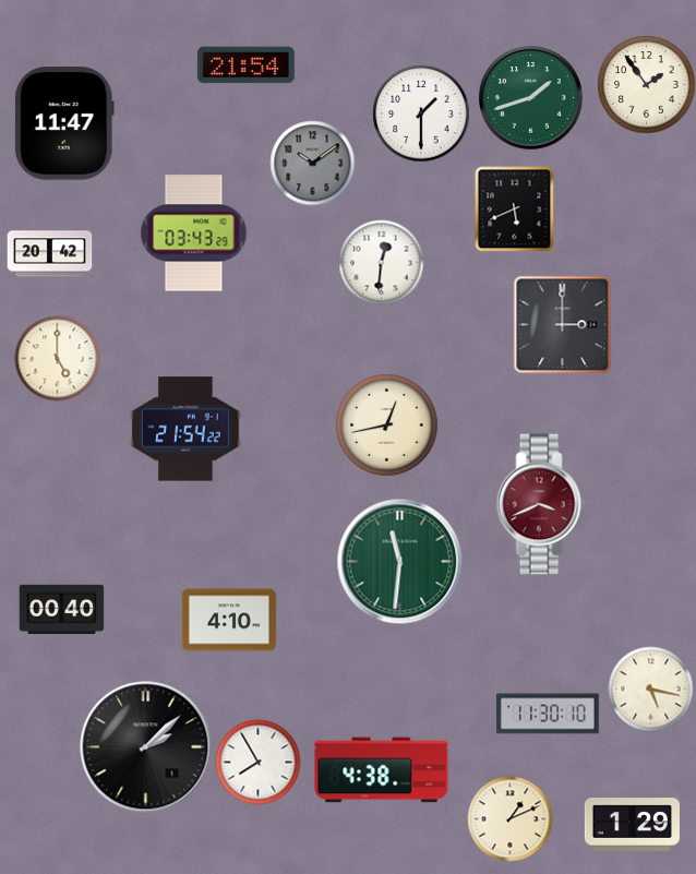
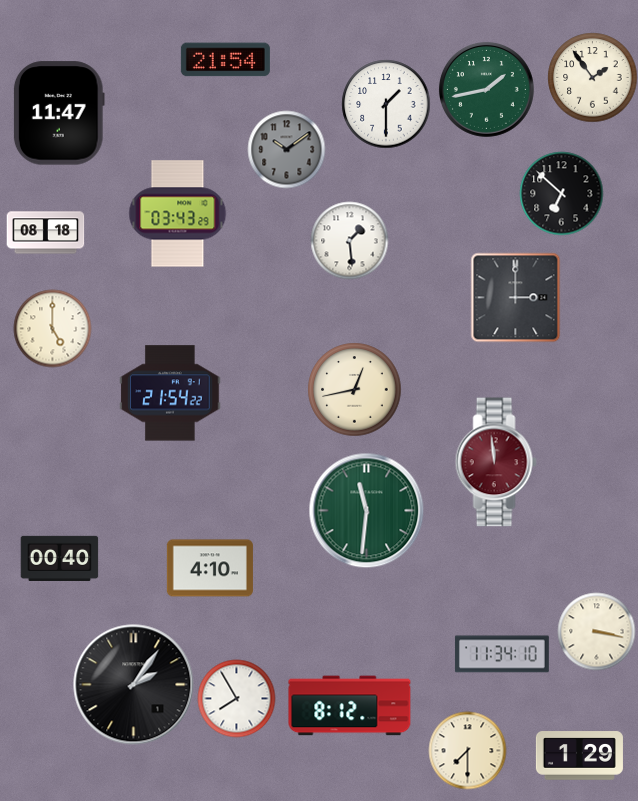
clock at (530, 97): 1:42 -> 1:43
clock at (515, 208): 5:41 -> none
clock at (561, 193): none -> 6:52
clock at (49, 254): 20:42 -> 08:18
clock at (381, 262): 12:31 -> 1:29
clock at (541, 504): 3:41 -> 11:59
clock at (399, 561) position: (399, 561) -> (366, 510)
clock at (61, 609) position: (61, 609) -> (59, 558)
clock at (650, 689): 5:17 -> 3:17
clock at (548, 714): 11:30 -> 11:34
clock at (146, 747): 2:08 -> 2:06
clock at (382, 770): 4:38 -> 8:12
clock at (509, 818): 1:11 -> 7:30
